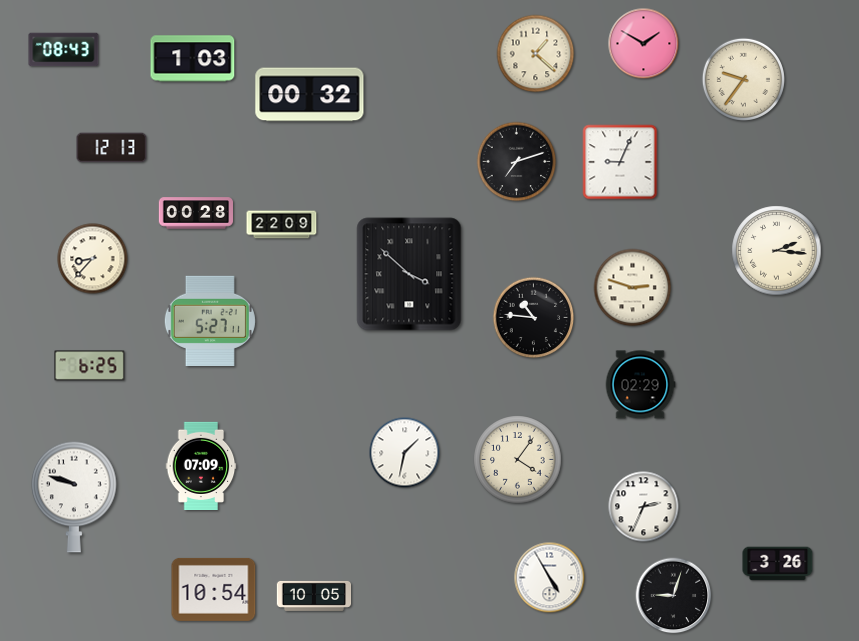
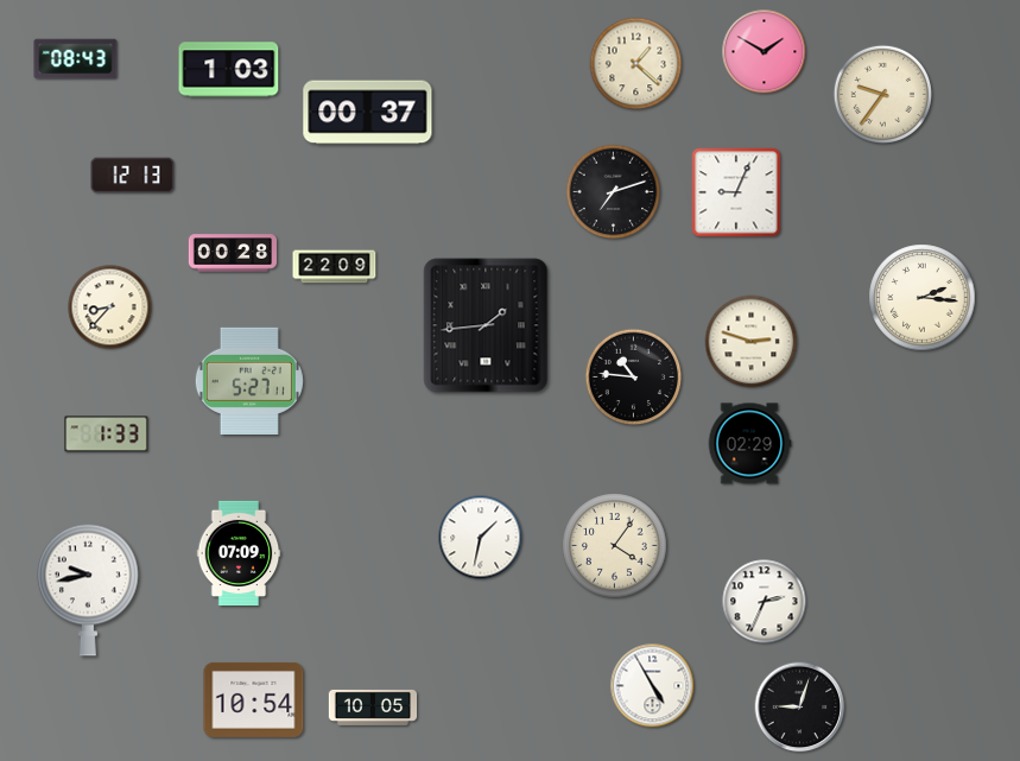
clock at (310, 95): 00:32 -> 00:37
clock at (409, 274): 3:52 -> 1:44
clock at (90, 366): 6:25 -> 1:33
clock at (640, 385) position: (640, 385) -> (749, 444)
clock at (74, 497): 9:48 -> 9:43
clock at (778, 564): 3:26 -> none
